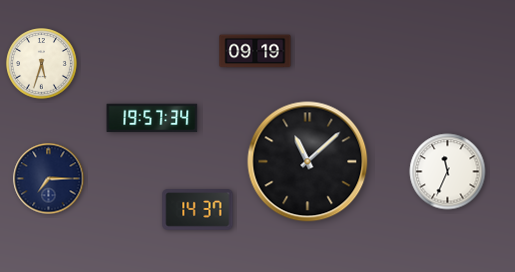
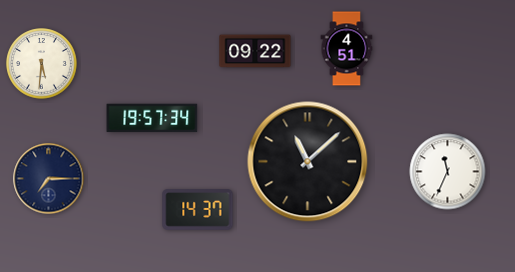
clock at (347, 49): none -> 4:51
clock at (255, 51): 09:19 -> 09:22
clock at (42, 64): 5:33 -> 5:31
